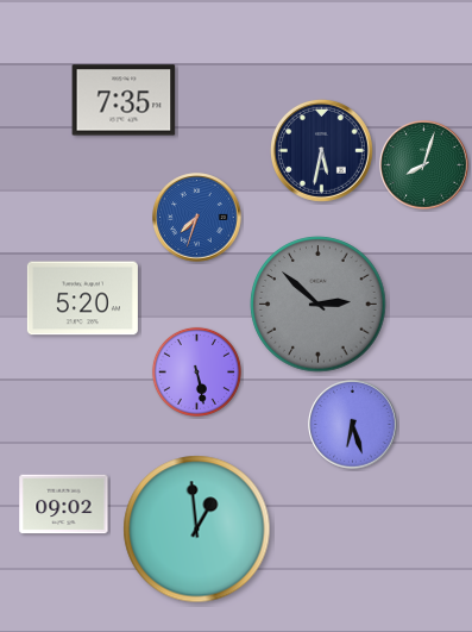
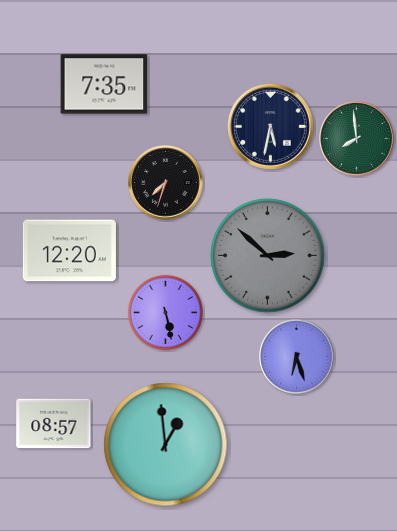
clock at (424, 165): 8:03 -> 7:59
clock at (197, 218) dial: blue -> black
clock at (82, 299): 5:20 -> 12:20
clock at (64, 505): 09:02 -> 08:57
